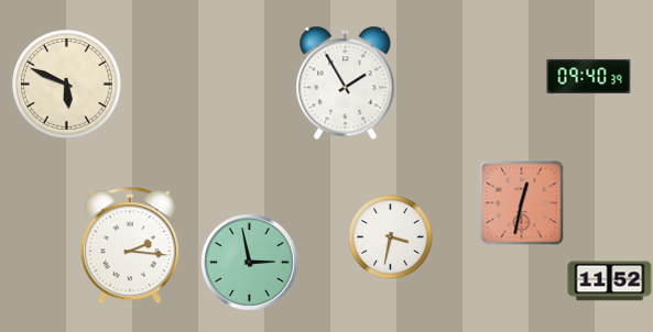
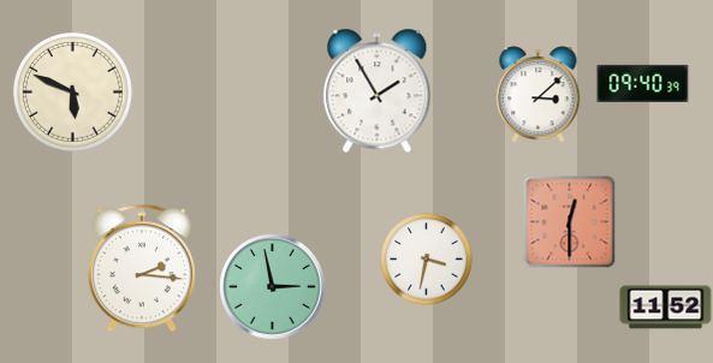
clock at (539, 95): none -> 3:08
clock at (522, 203): 12:32 -> 12:30
